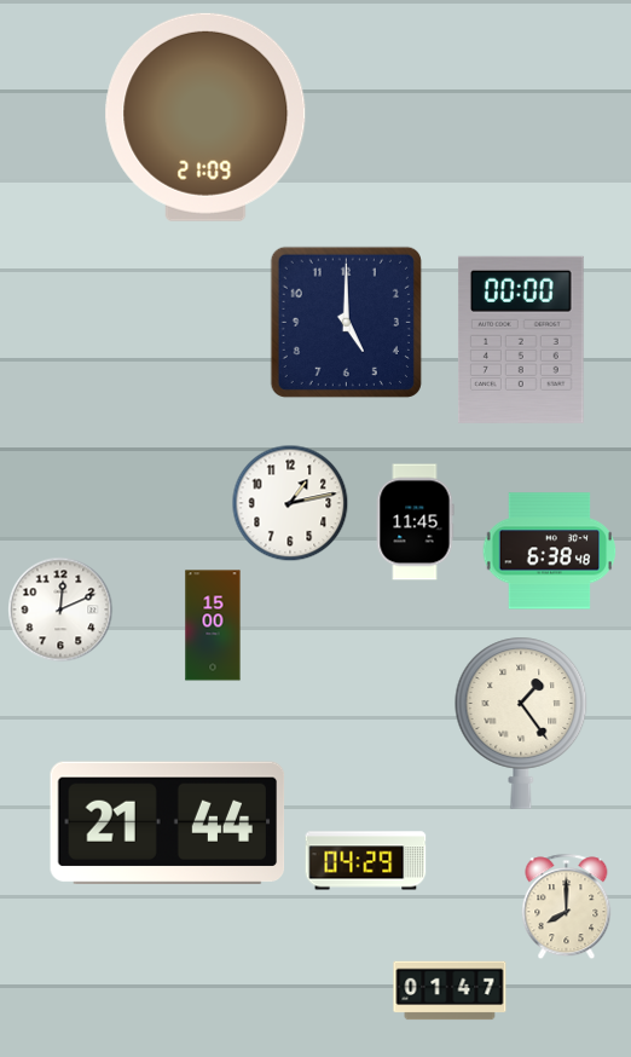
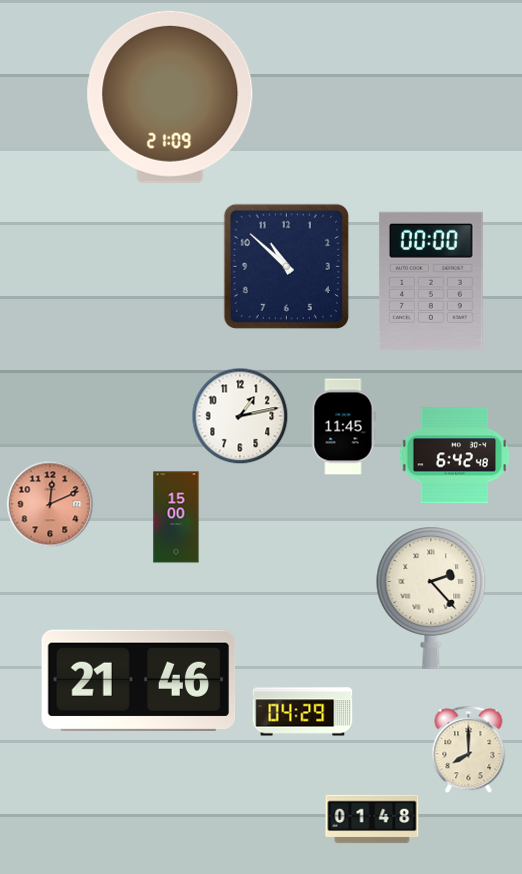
clock at (346, 322): 5:00 -> 10:52
clock at (415, 522) position: (415, 522) -> (343, 427)
clock at (550, 551): 6:38 -> 6:42
clock at (60, 610) dial: white -> salmon
clock at (521, 723): 1:24 -> 2:23
clock at (168, 822): 21:44 -> 21:46
clock at (450, 990): 01:47 -> 01:48
